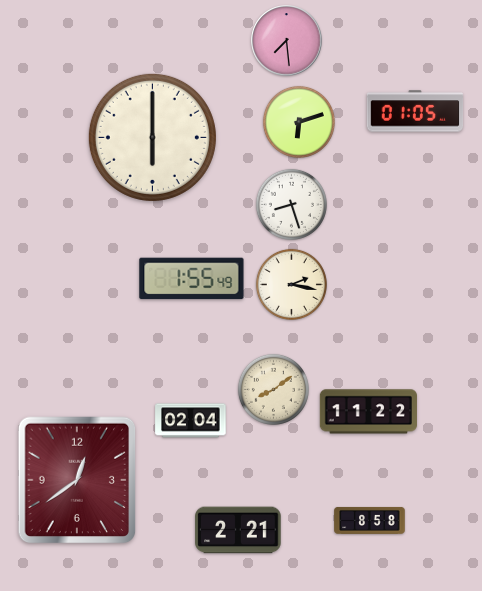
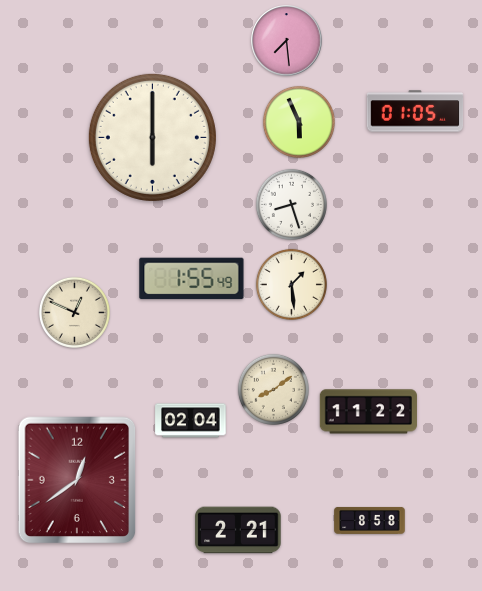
clock at (299, 122): 6:12 -> 5:56
clock at (291, 284): 2:17 -> 1:29
clock at (74, 312): none -> 12:49
